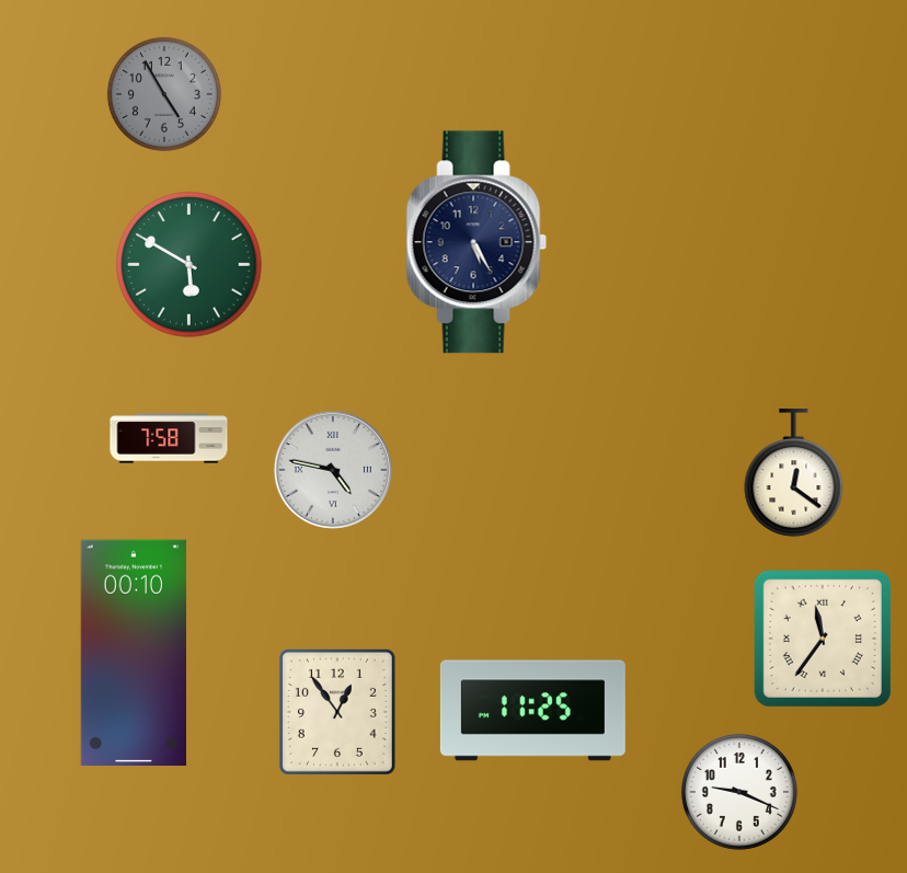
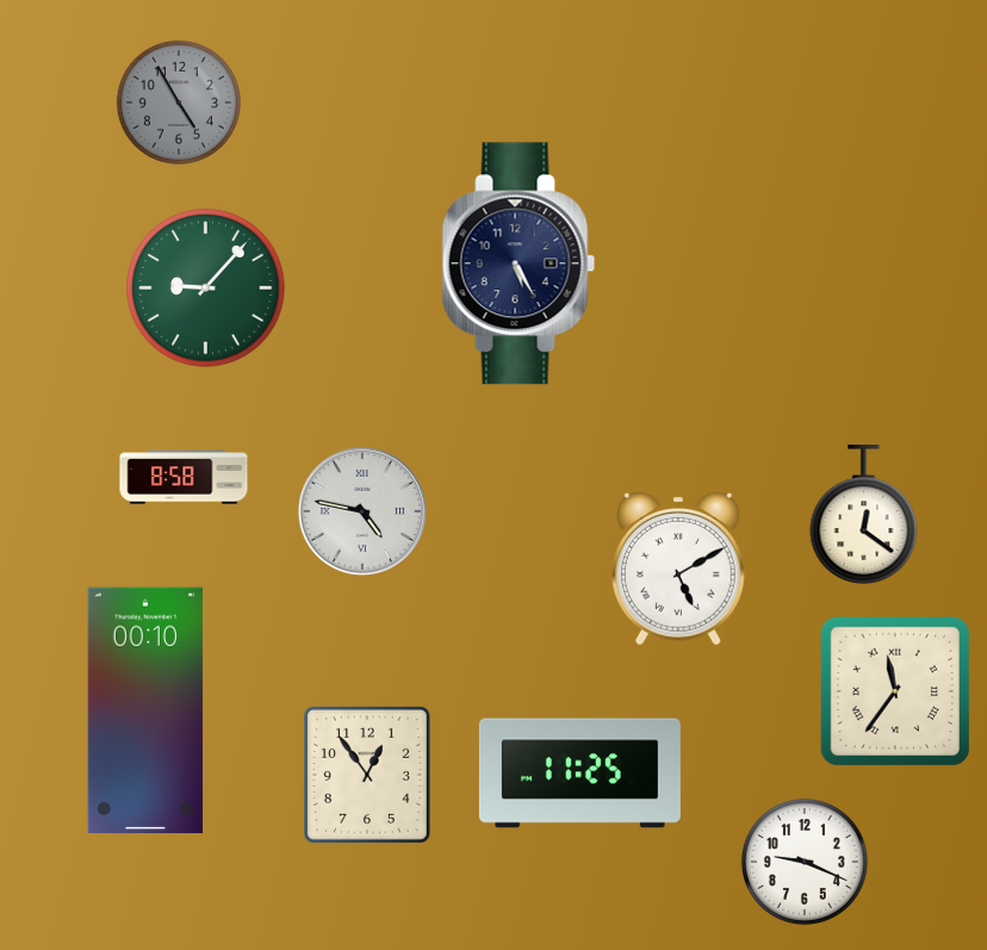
clock at (190, 265): 5:50 -> 9:07
clock at (169, 438): 7:58 -> 8:58
clock at (678, 569): none -> 5:10
clock at (823, 639) position: (823, 639) -> (895, 691)
